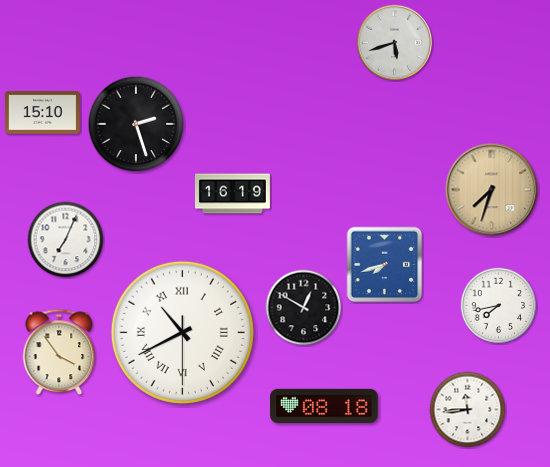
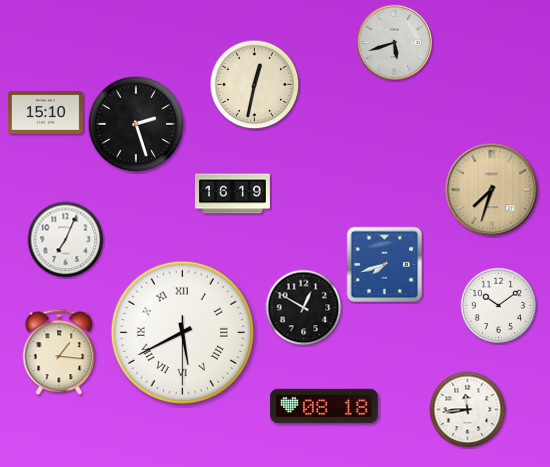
clock at (255, 85): none -> 12:32
clock at (42, 113) position: (42, 113) -> (45, 113)
clock at (499, 306): 7:43 -> 10:09
clock at (182, 332): 10:40 -> 5:40
clock at (59, 352): 3:54 -> 1:16
